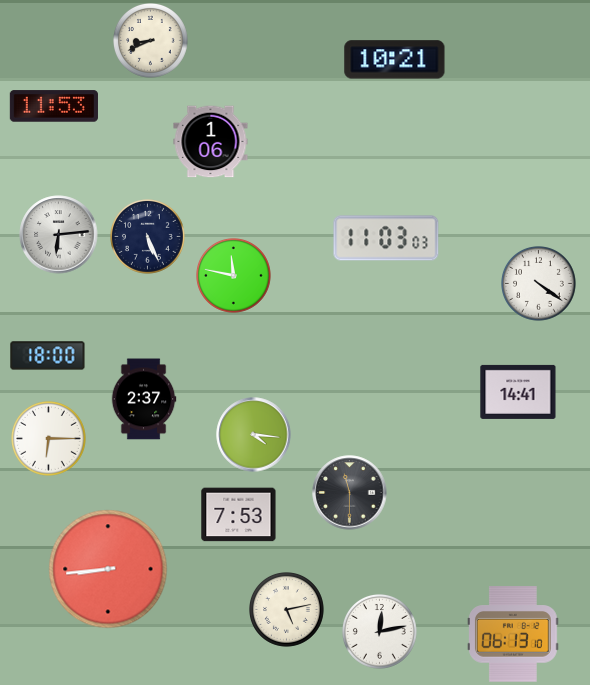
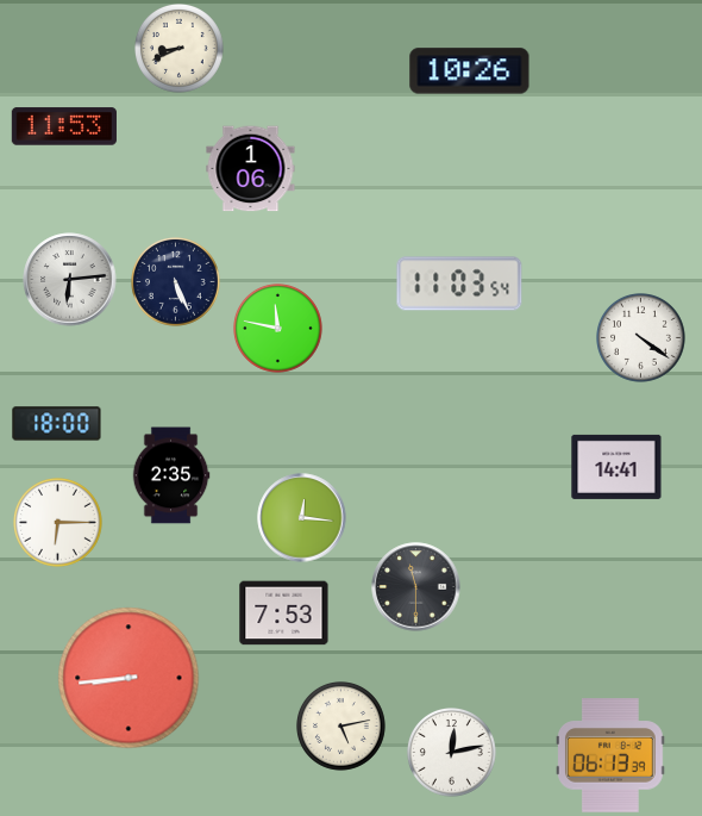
clock at (395, 60): 10:21 -> 10:26
clock at (386, 238): 11:03:03 -> 11:03:54
clock at (144, 399): 2:37 -> 2:35
clock at (254, 435): 4:16 -> 12:16
clock at (514, 634): 06:13:10 -> 06:13:39
